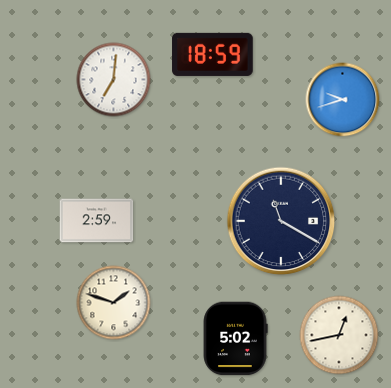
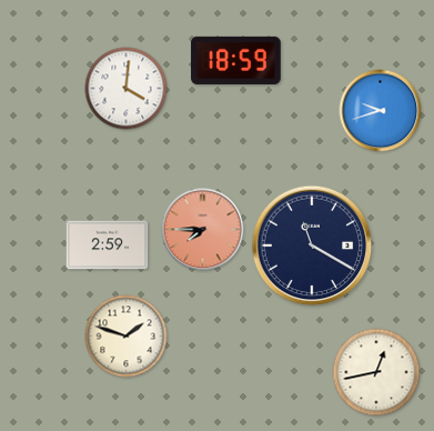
clock at (114, 80): 7:01 -> 4:01
clock at (203, 230): none -> 7:45
clock at (235, 339): 5:02 -> none
